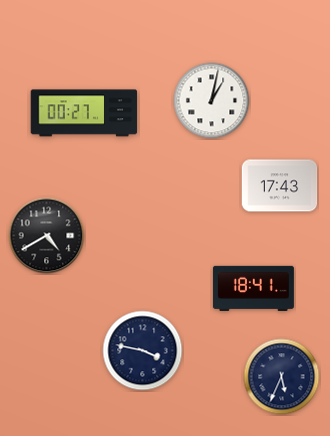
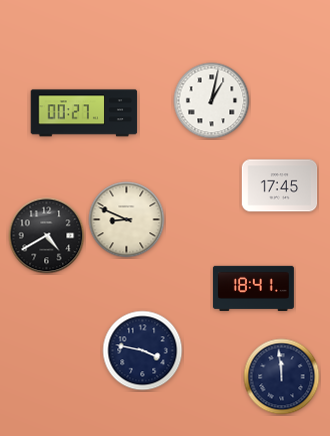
clock at (280, 186): 17:43 -> 17:45
clock at (127, 220): none -> 8:49
clock at (282, 377): 5:34 -> 11:59
